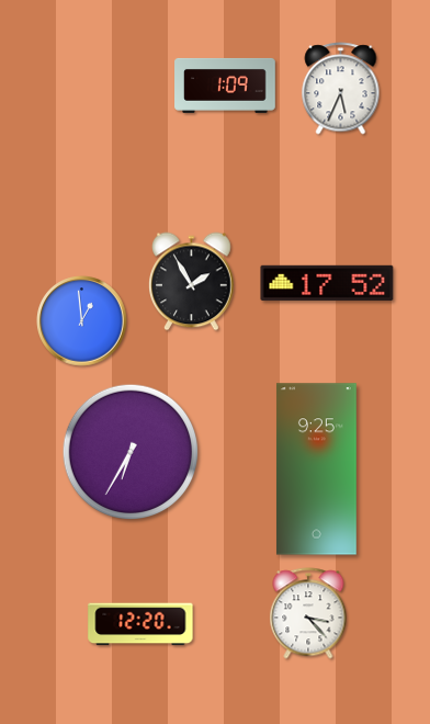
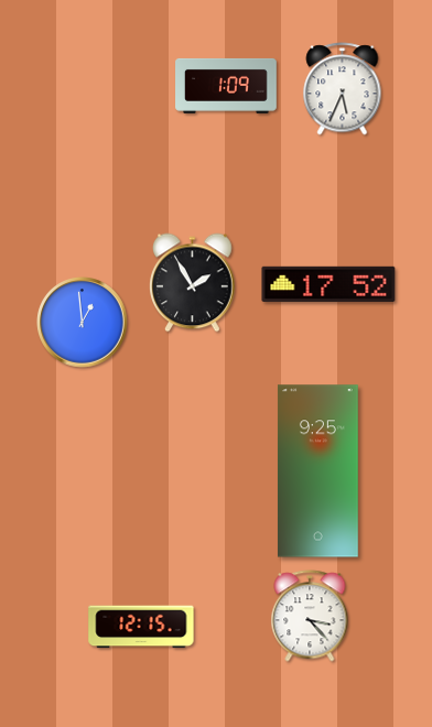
clock at (131, 452): 6:35 -> none
clock at (140, 624): 12:20 -> 12:15
